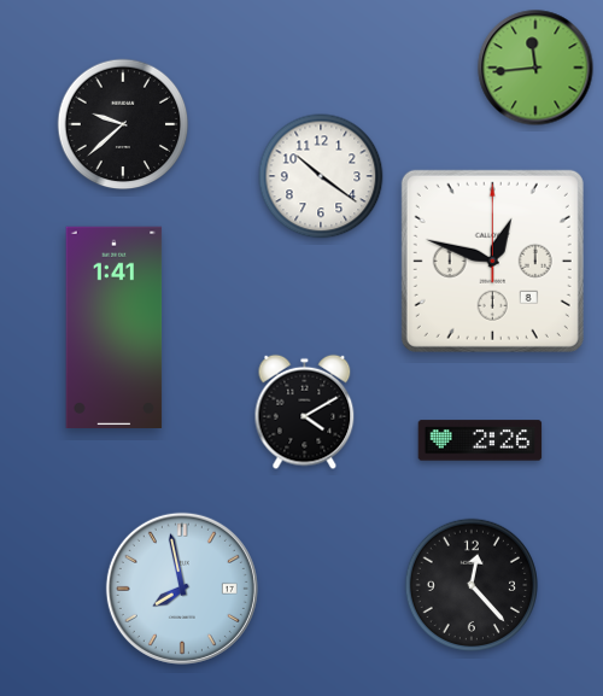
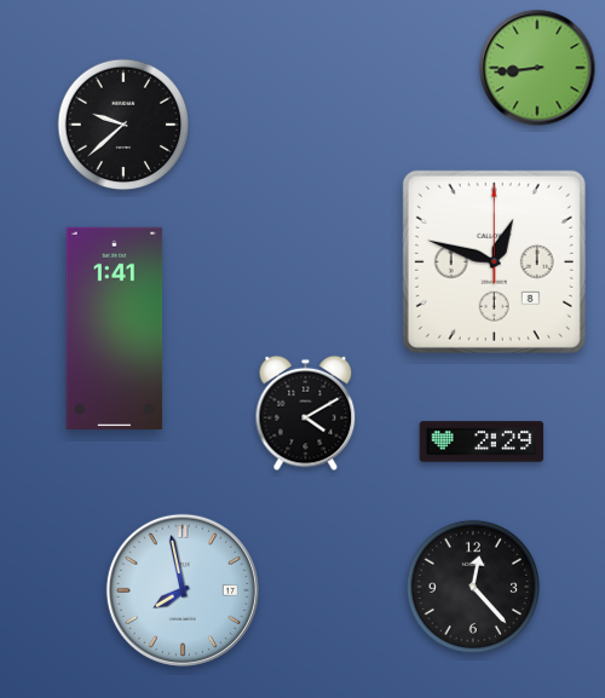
clock at (535, 68): 11:44 -> 8:44
clock at (321, 176): 10:21 -> none
clock at (480, 440): 2:26 -> 2:29
